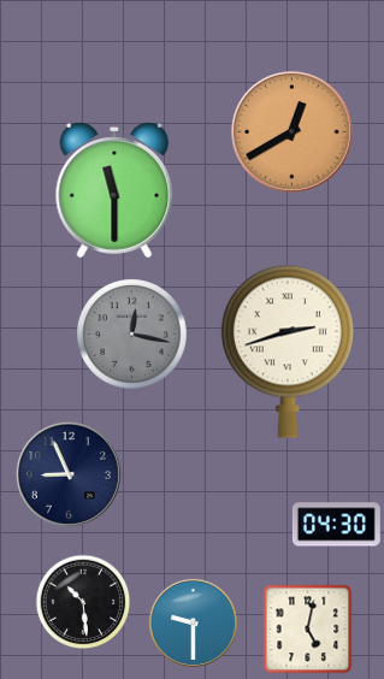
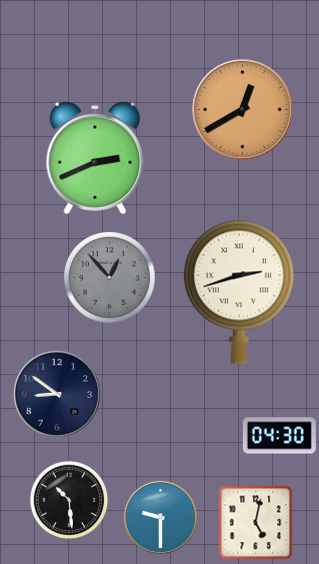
clock at (114, 191): 11:30 -> 2:41
clock at (132, 335): 12:17 -> 12:53
clock at (69, 474): 8:56 -> 8:51
